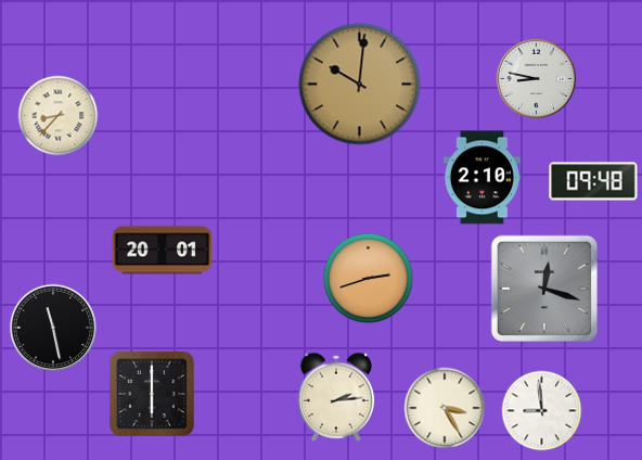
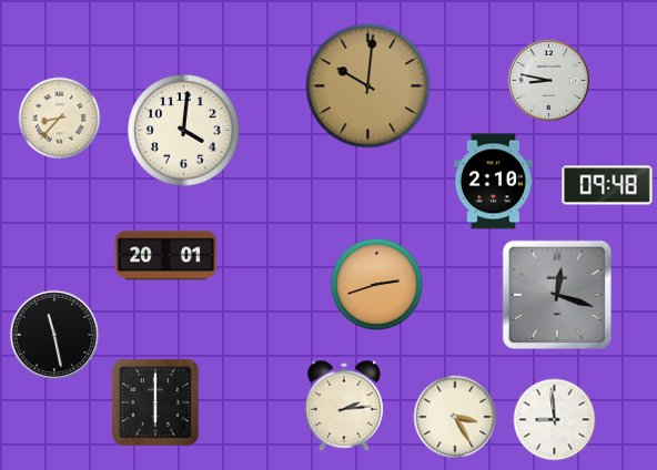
clock at (184, 131): none -> 4:01
